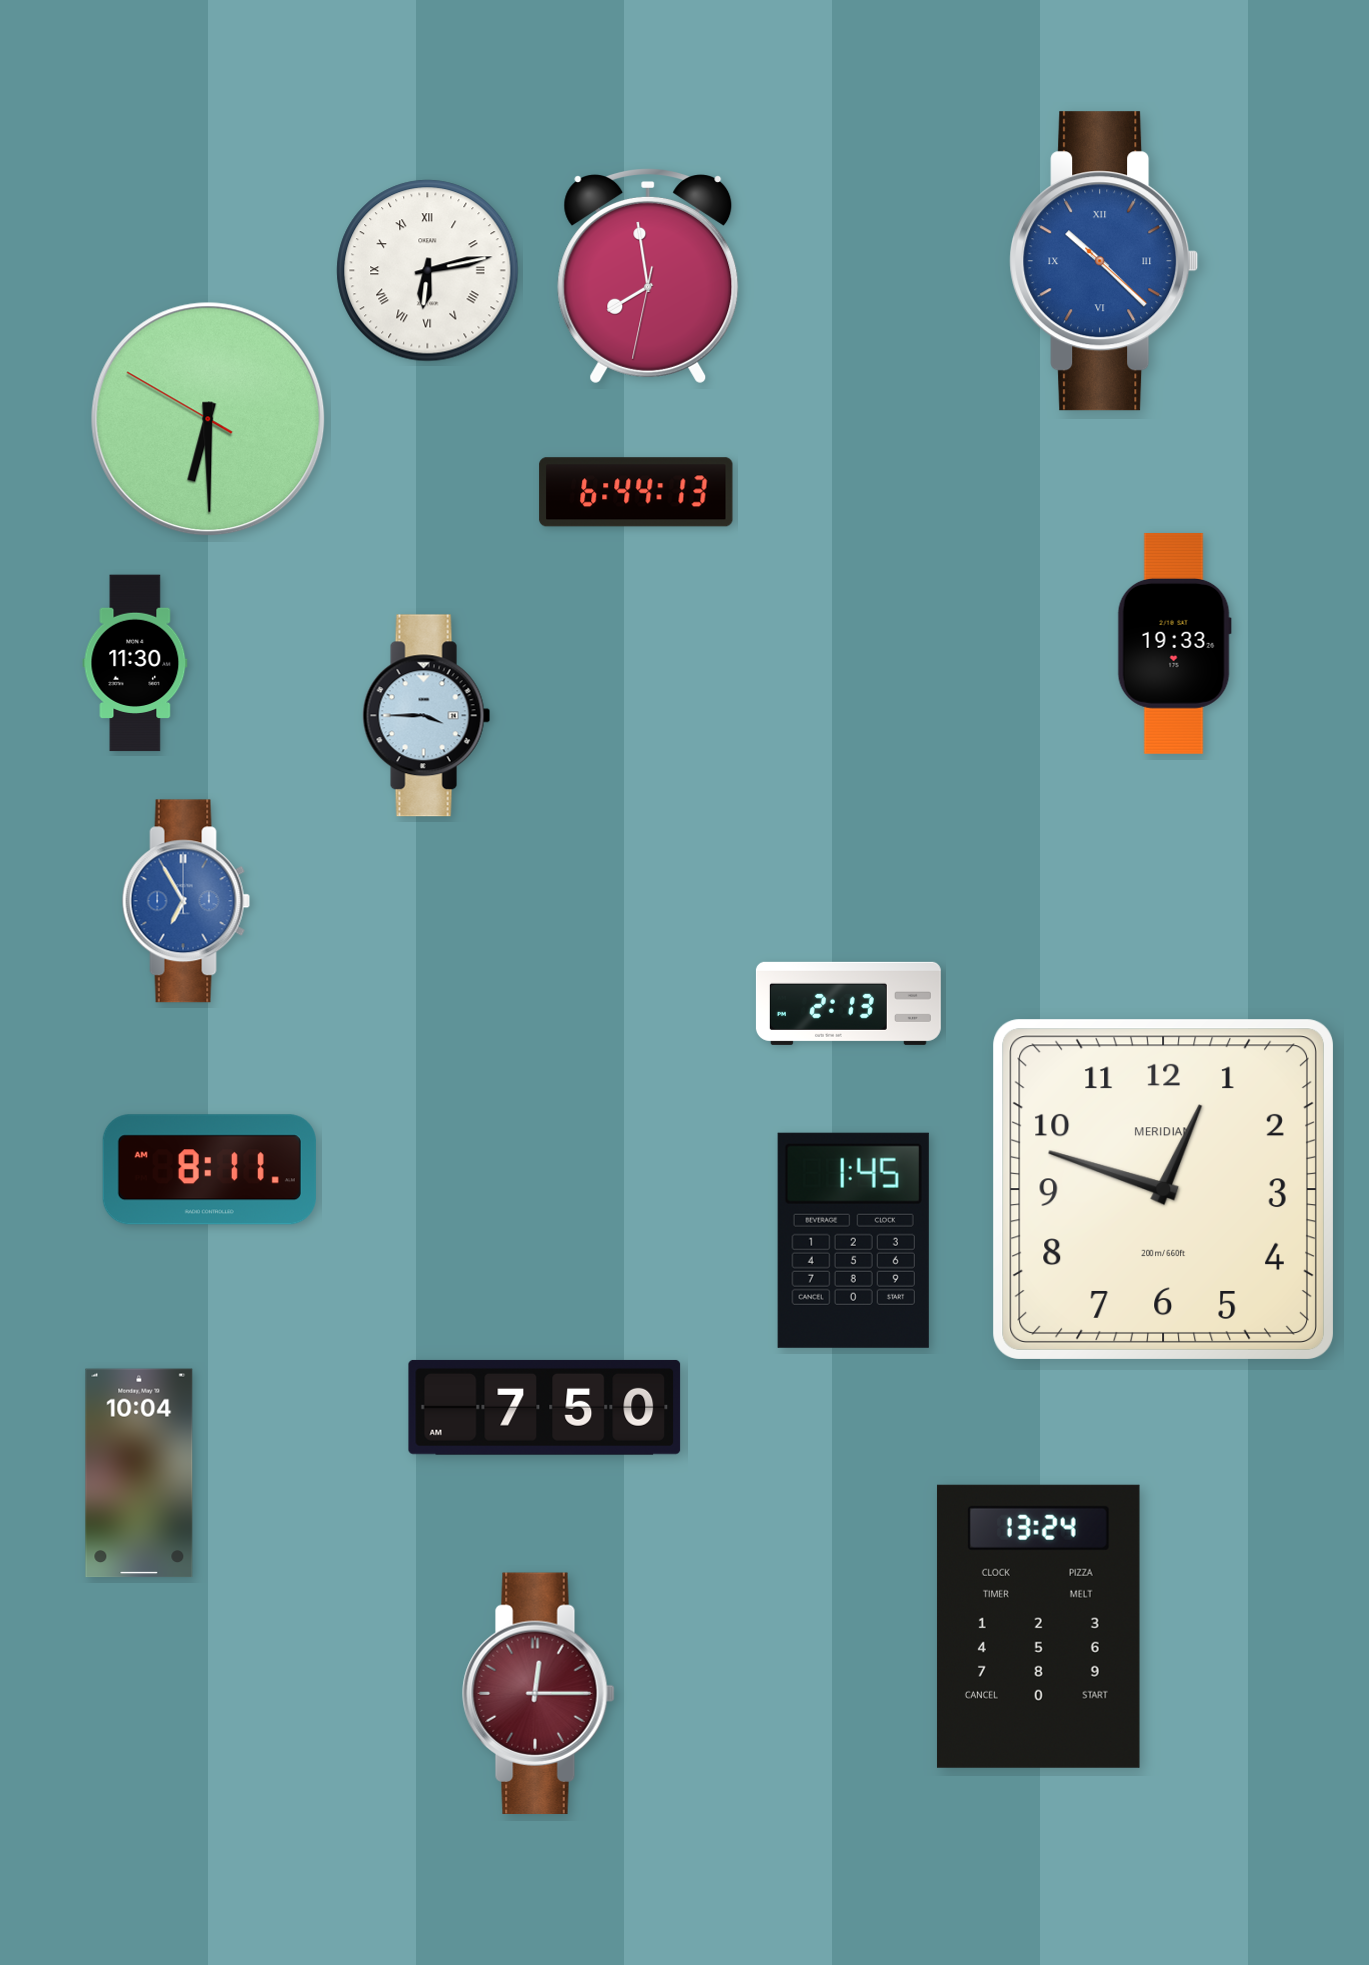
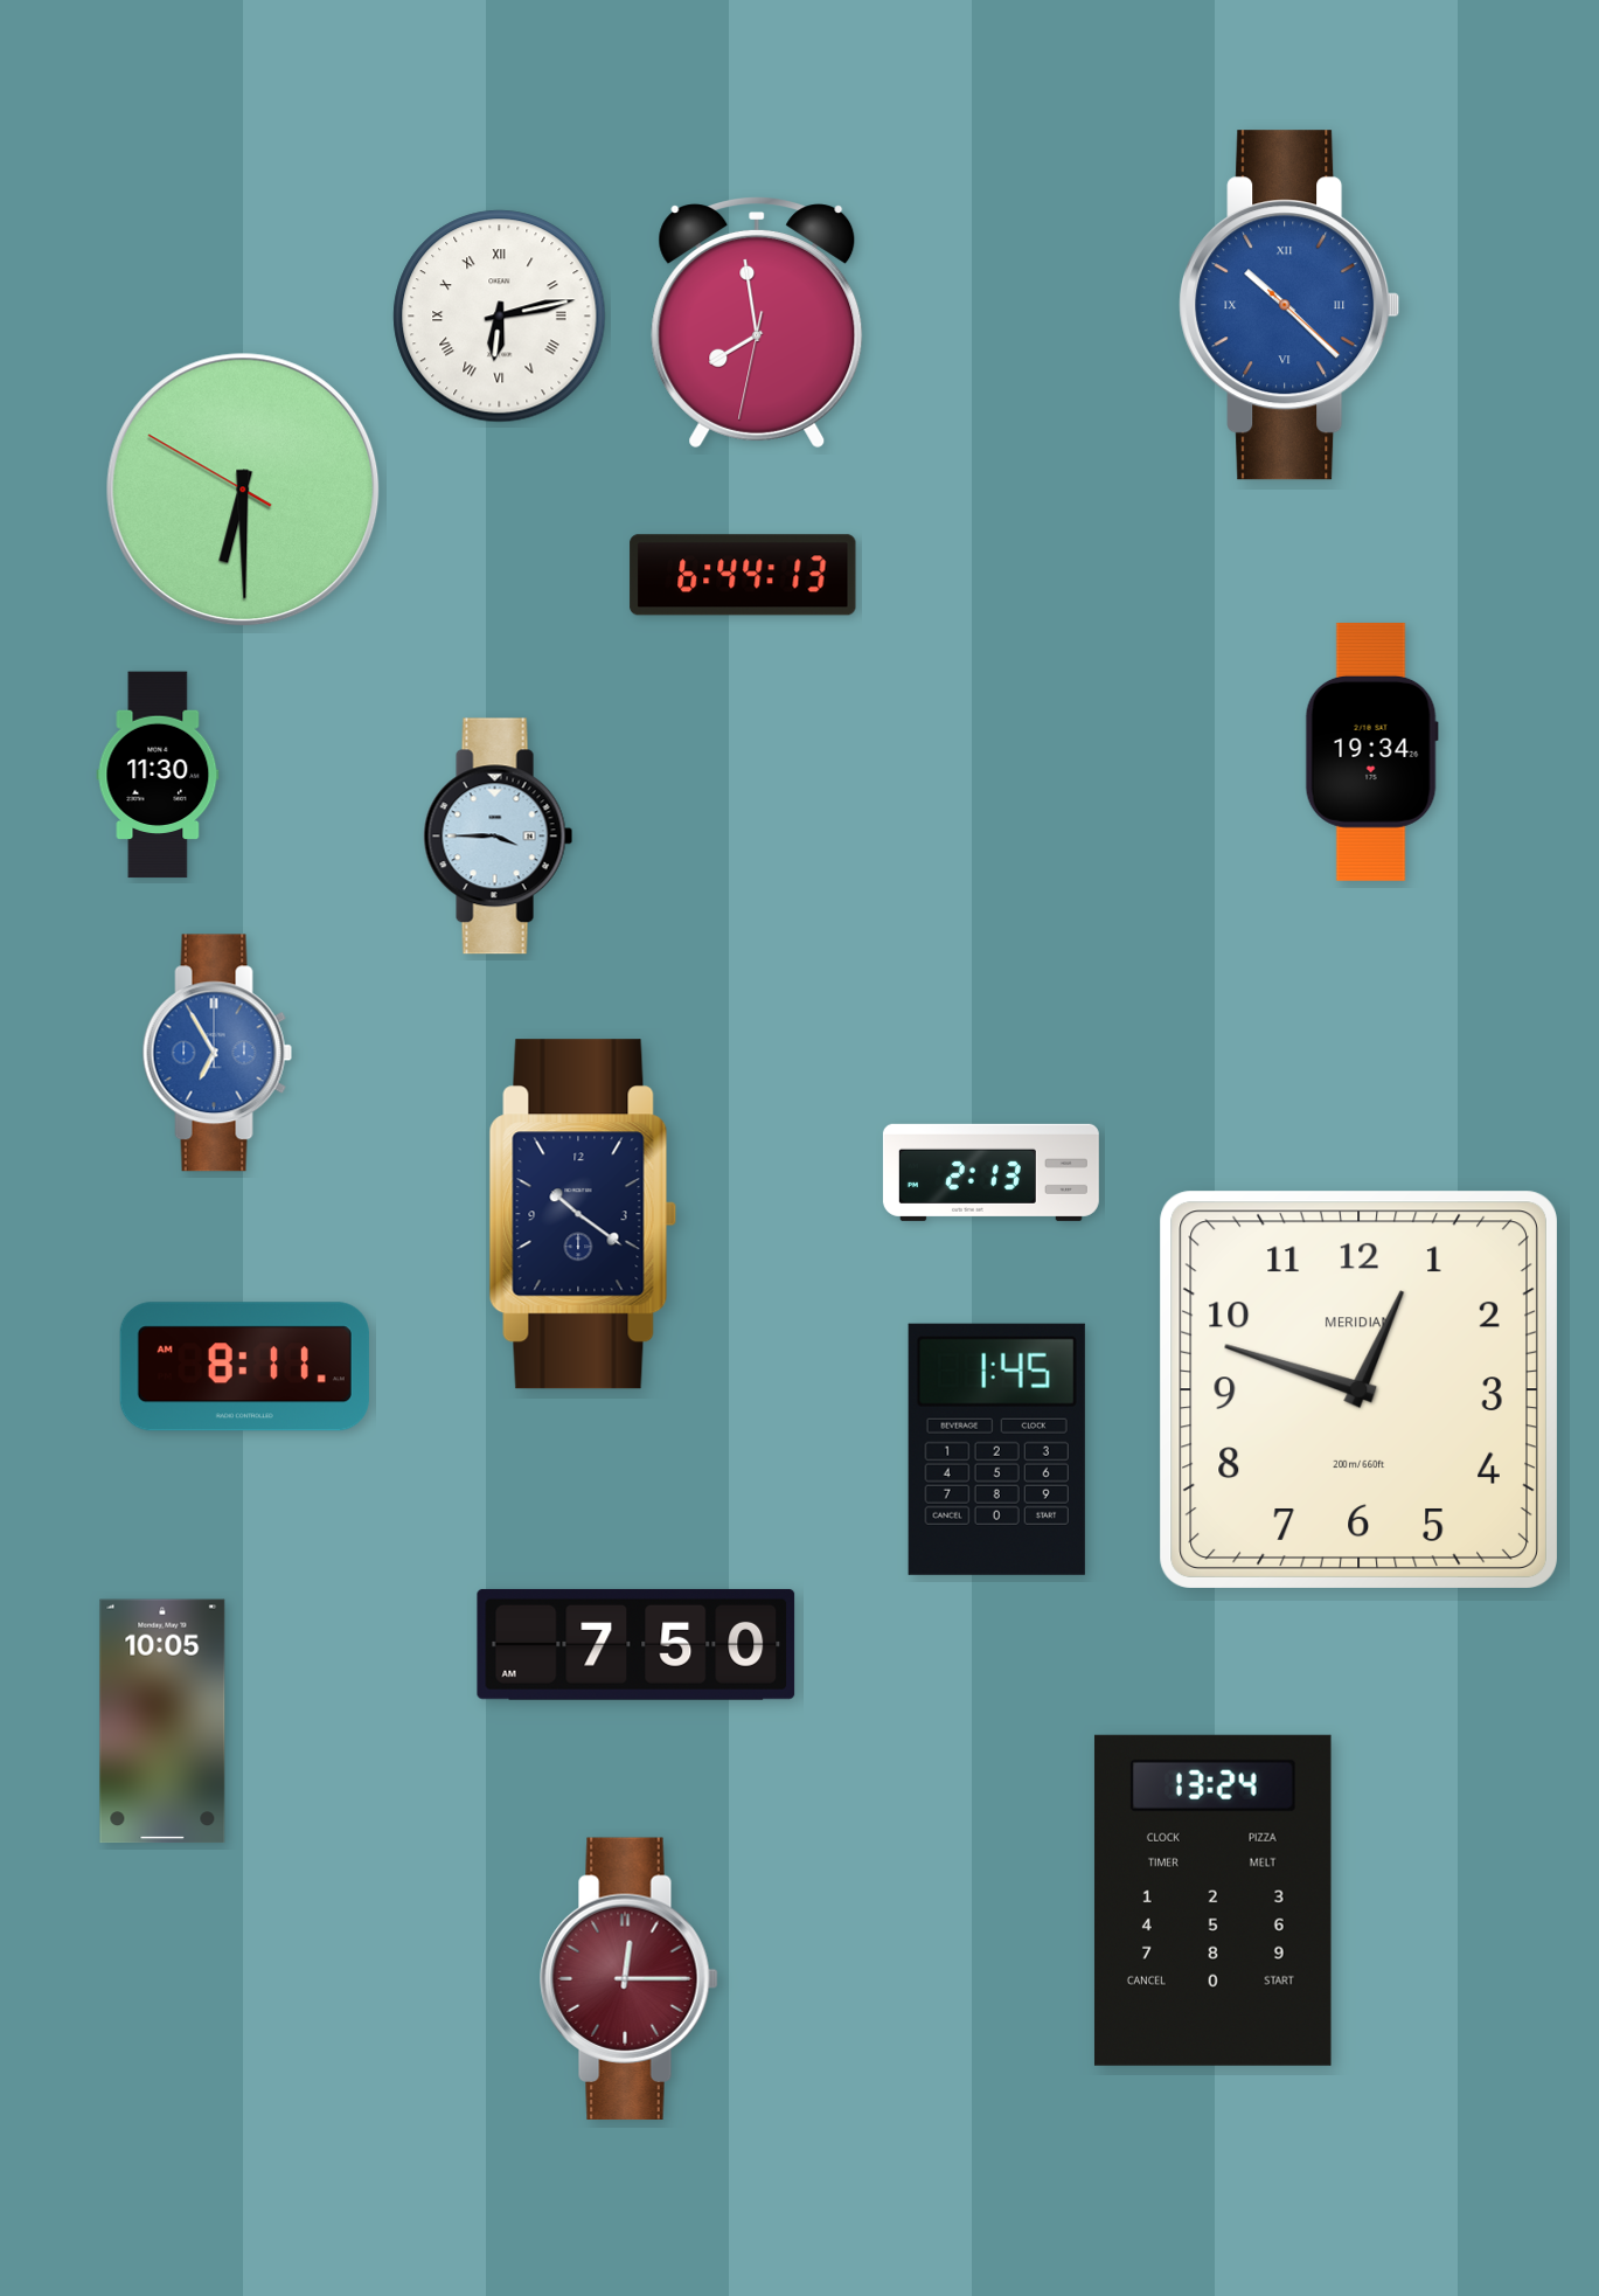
clock at (1174, 643): 19:33 -> 19:34
clock at (583, 1214): none -> 10:21
clock at (139, 1473): 10:04 -> 10:05
